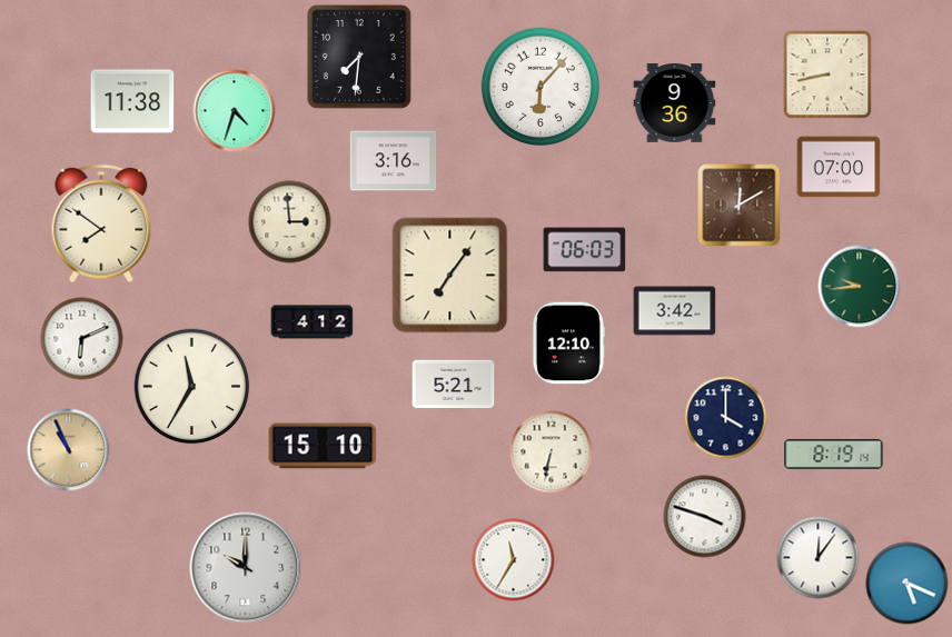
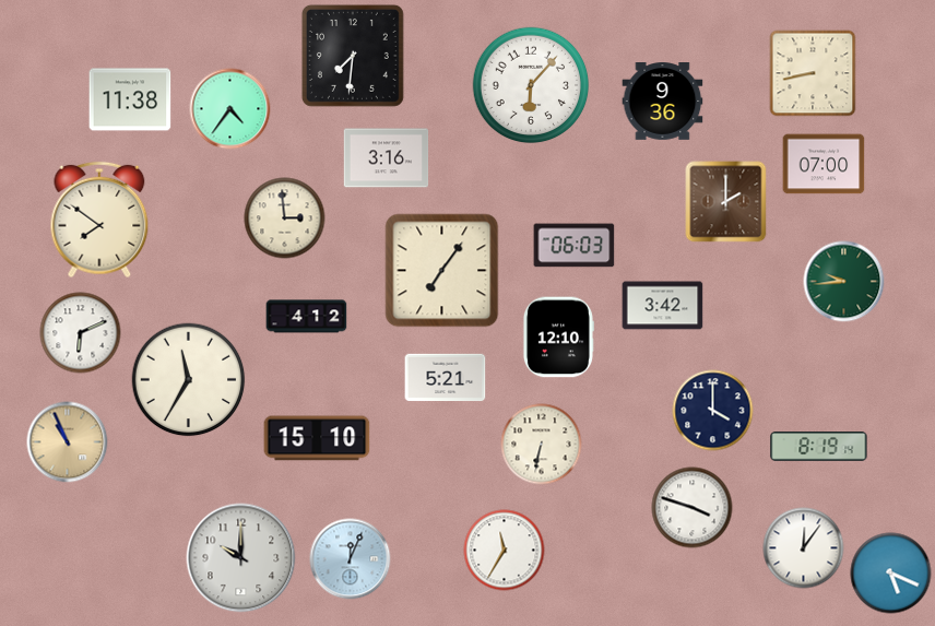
clock at (235, 111): 4:33 -> 4:36
clock at (740, 206): 12:10 -> 2:00
clock at (351, 559): none -> 12:04
